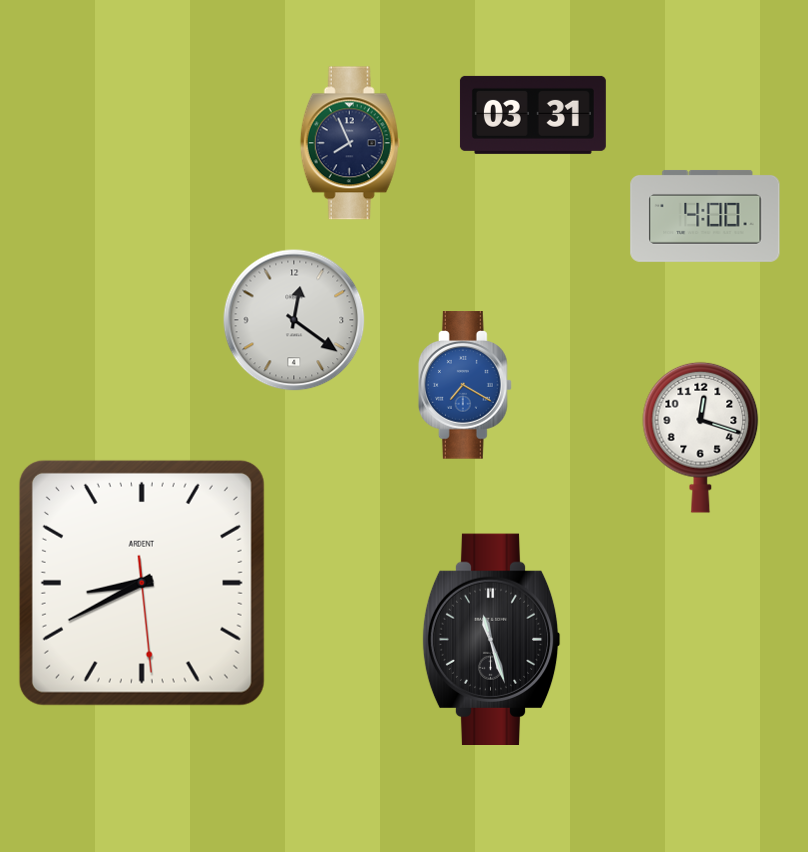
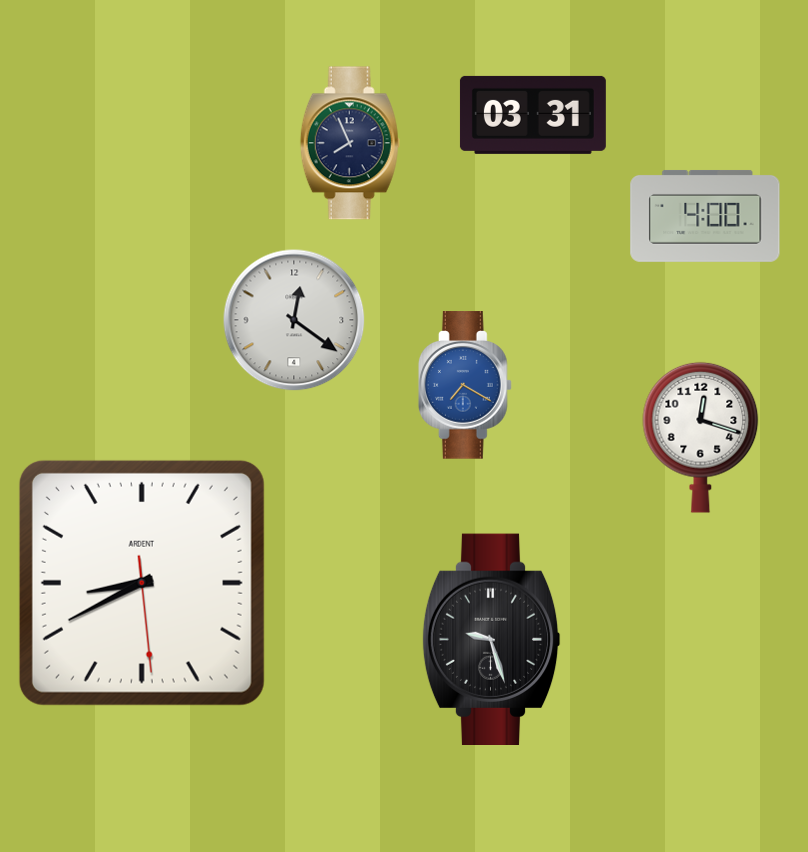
clock at (491, 639): 11:27 -> 9:27
